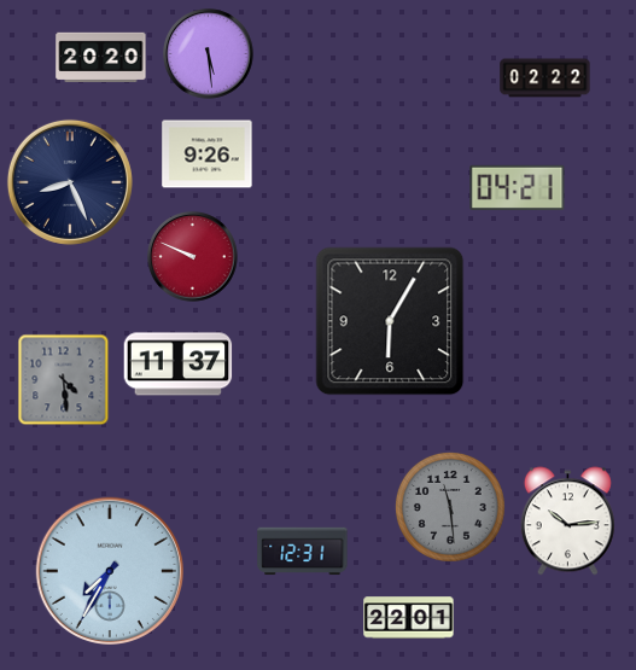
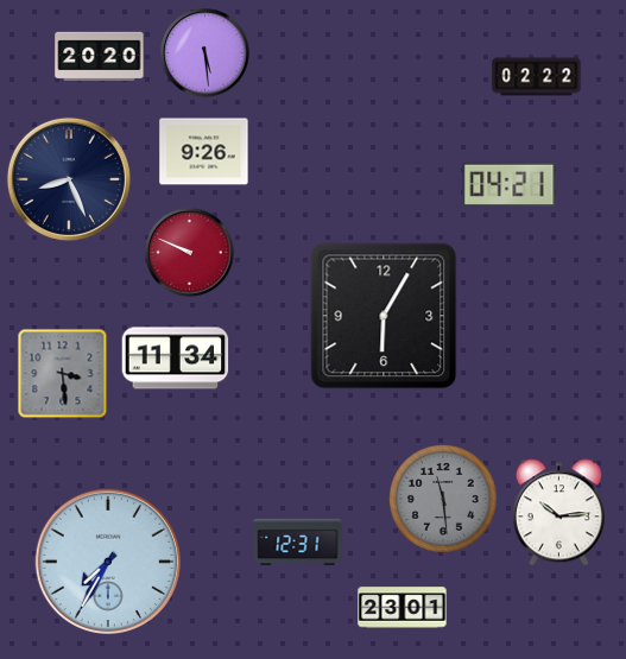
clock at (179, 365): 11:37 -> 11:34
clock at (64, 380): 4:29 -> 3:29
clock at (409, 618): 22:01 -> 23:01
